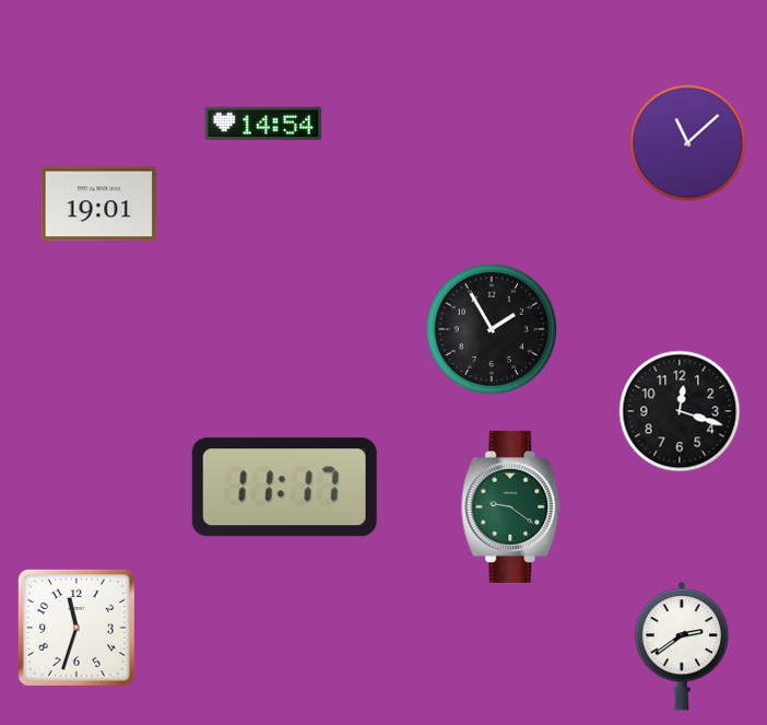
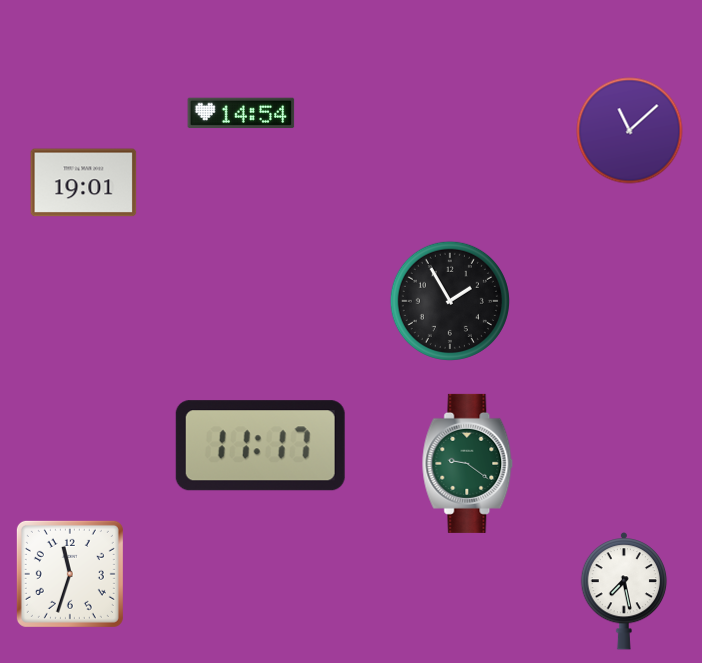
clock at (99, 204) position: (99, 204) -> (84, 183)
clock at (680, 411): 12:18 -> none
clock at (682, 647): 2:39 -> 7:28
